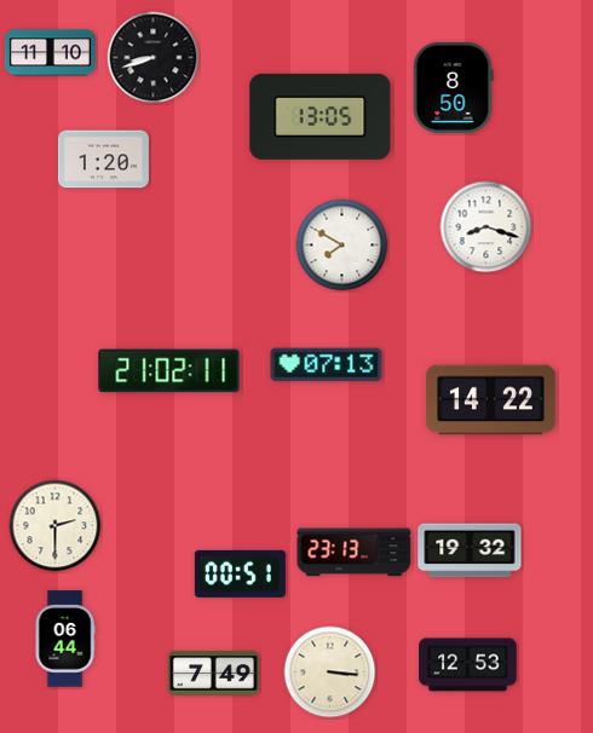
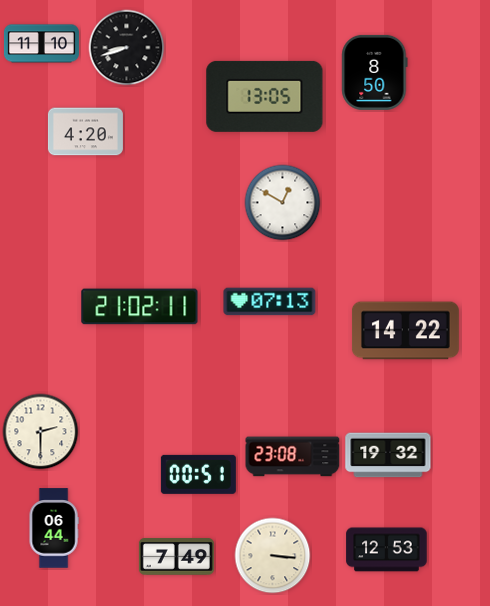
clock at (103, 160): 1:20 -> 4:20
clock at (487, 227): 8:18 -> none
clock at (342, 246): 7:50 -> 12:50
clock at (56, 526) position: (56, 526) -> (41, 432)
clock at (355, 553): 23:13 -> 23:08
